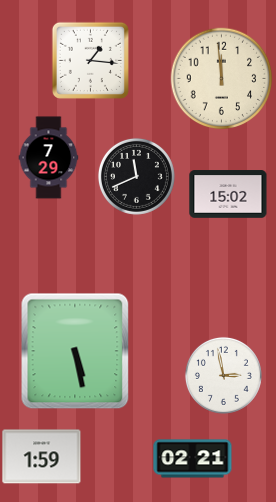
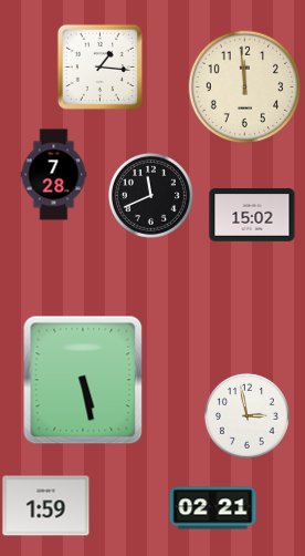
clock at (49, 158): 7:29 -> 7:28
clock at (75, 351) position: (75, 351) -> (83, 380)
